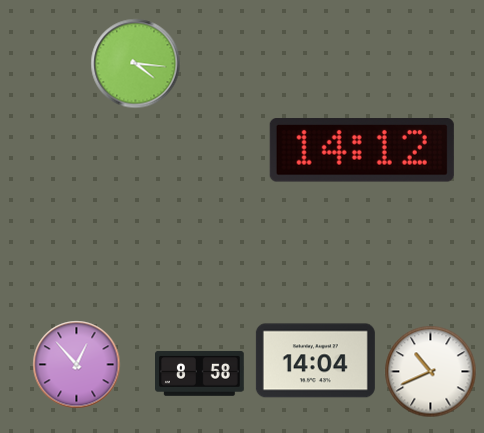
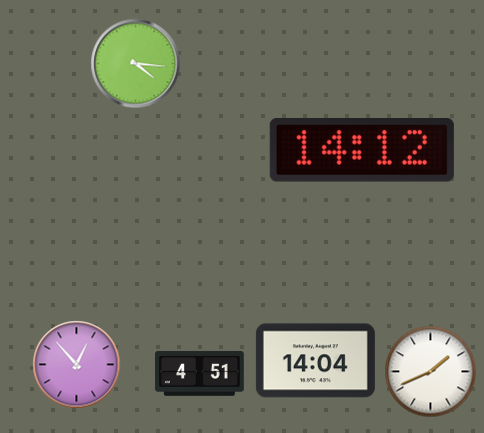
clock at (431, 372): 10:41 -> 1:41
clock at (200, 373): 8:58 -> 4:51
